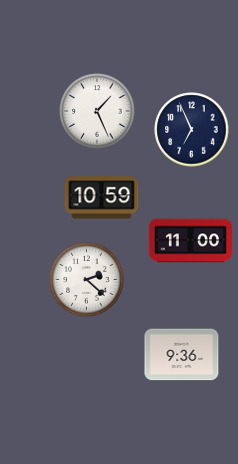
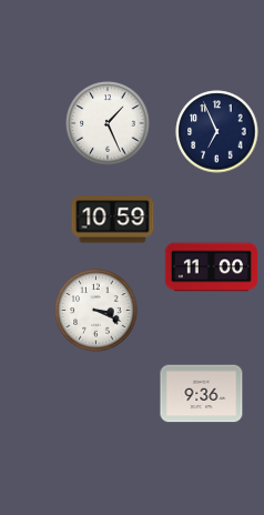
clock at (192, 130) position: (192, 130) -> (217, 132)
clock at (87, 280): 2:22 -> 3:19
